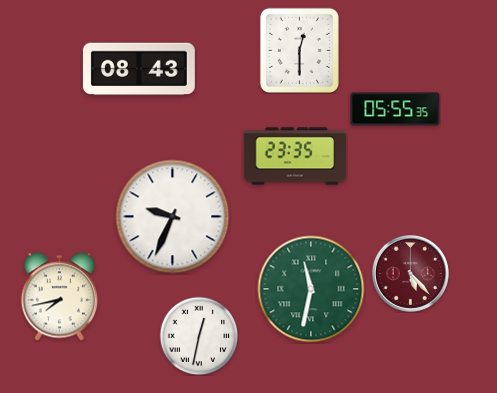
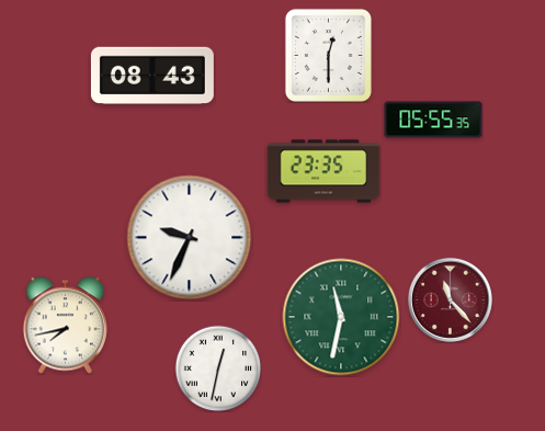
clock at (410, 273): 5:23 -> 11:23
